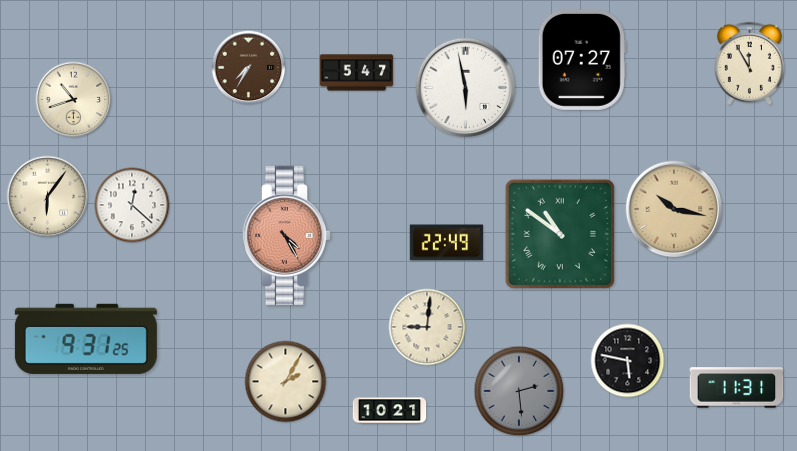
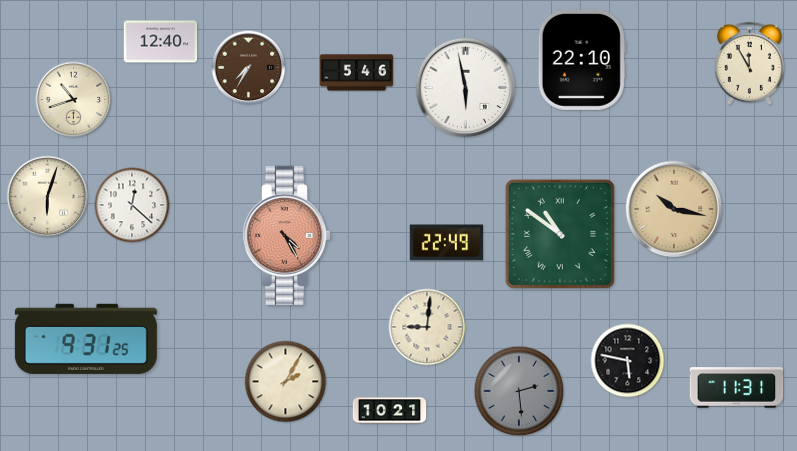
clock at (161, 42): none -> 12:40
clock at (582, 60): 07:27 -> 22:10
clock at (357, 73): 5:47 -> 5:46
clock at (48, 197): 6:06 -> 6:03
